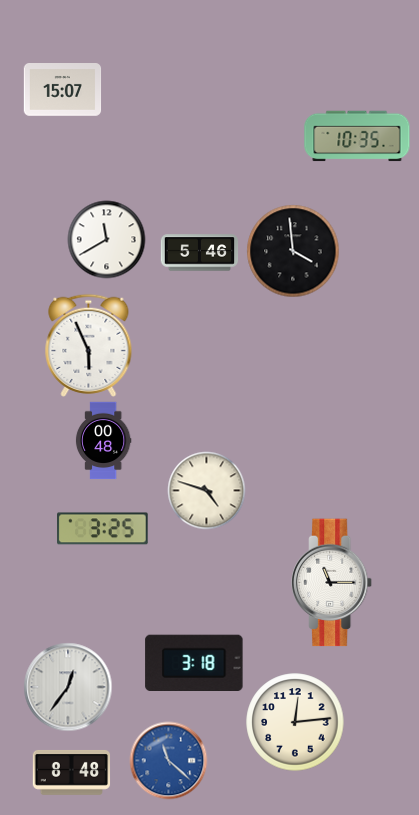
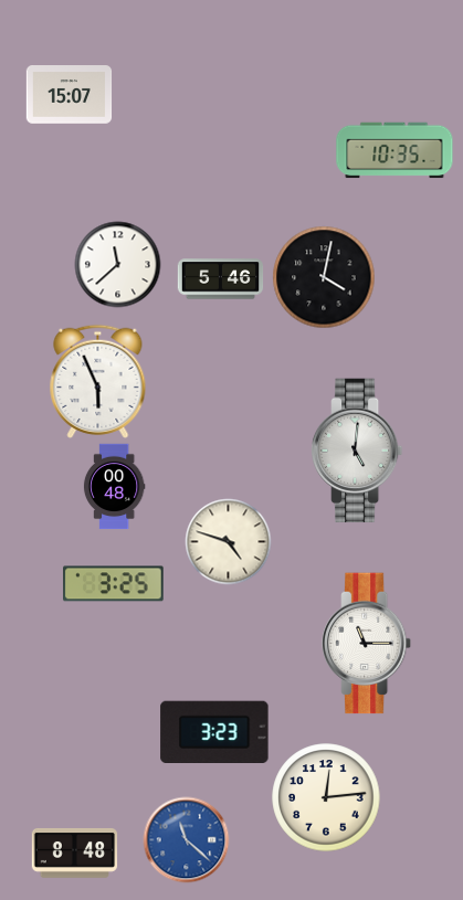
clock at (62, 90) position: (62, 90) -> (69, 95)
clock at (106, 239): 11:40 -> 11:38
clock at (293, 251): 3:59 -> 4:02
clock at (358, 451): none -> 5:01
clock at (194, 662): 3:18 -> 3:23
clock at (68, 687): 12:36 -> none
clock at (71, 772) position: (71, 772) -> (74, 853)
